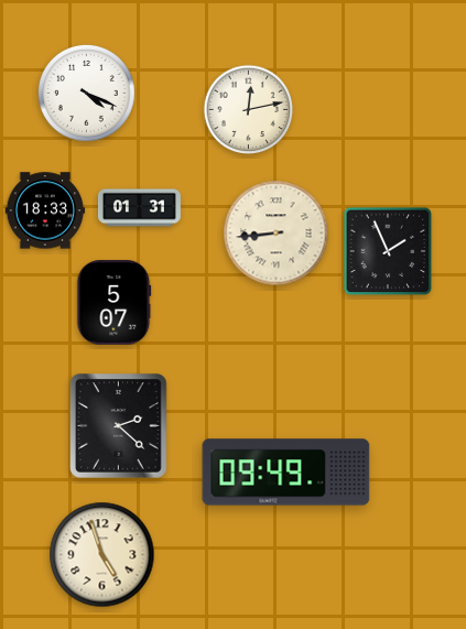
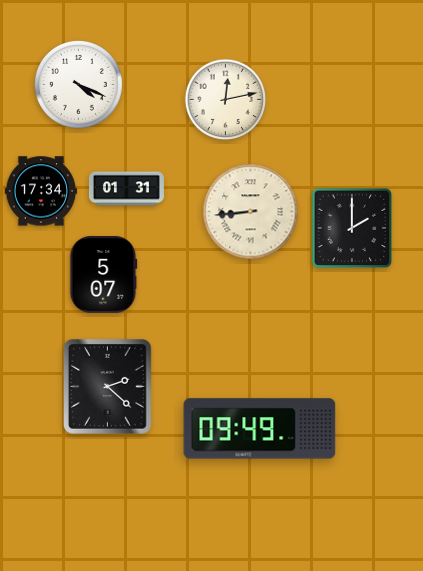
clock at (45, 210): 18:33 -> 17:34
clock at (388, 251): 1:56 -> 2:00
clock at (102, 555): 4:57 -> none
